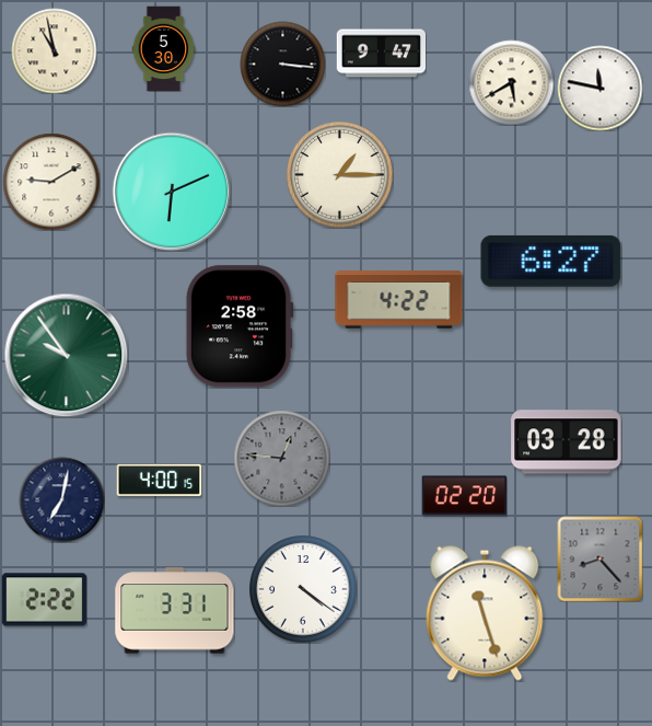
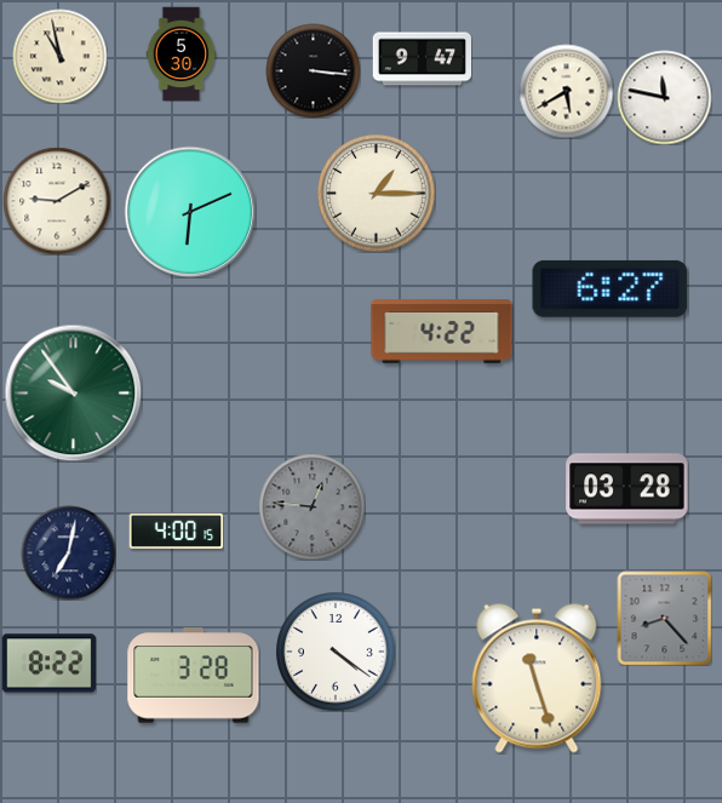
clock at (240, 326): 2:58 -> none
clock at (464, 496): 02:20 -> none
clock at (44, 600): 2:22 -> 8:22
clock at (175, 611): 3:31 -> 3:28
